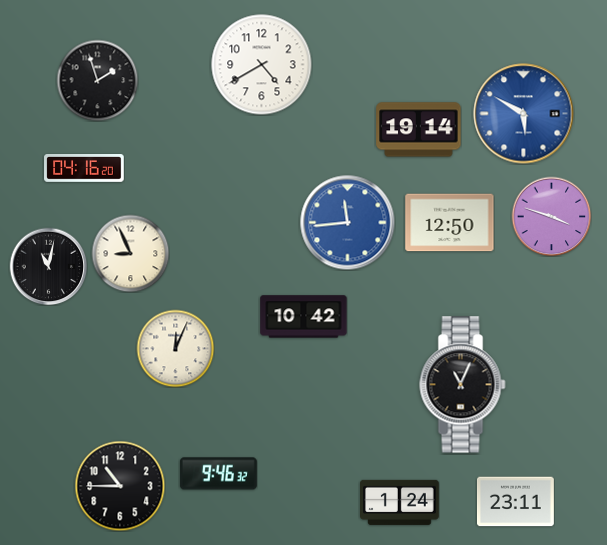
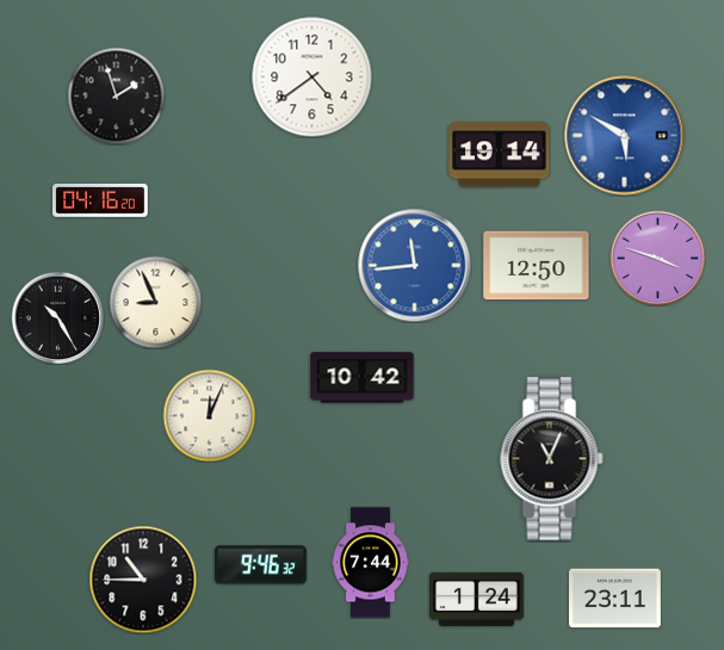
clock at (262, 65): 4:40 -> 4:39
clock at (48, 266): 11:02 -> 10:25
clock at (371, 563): none -> 7:44
